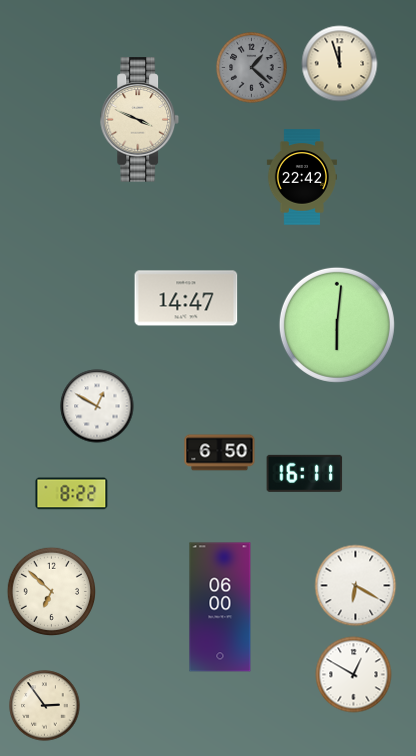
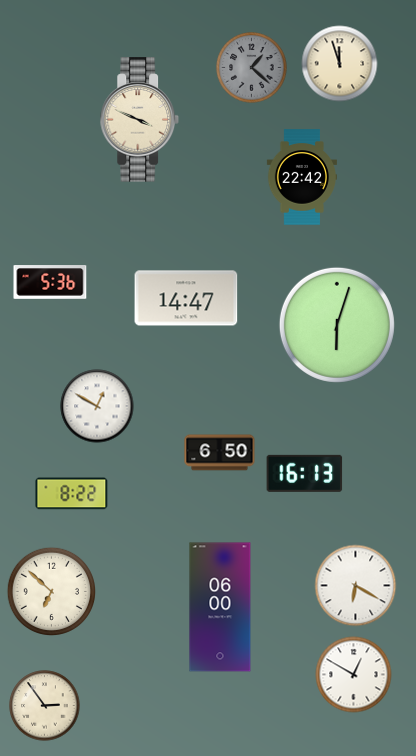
clock at (50, 282): none -> 5:36
clock at (337, 325): 6:01 -> 6:03
clock at (305, 473): 16:11 -> 16:13
